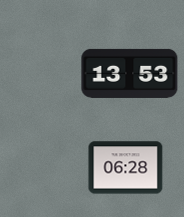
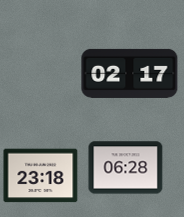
clock at (130, 73): 13:53 -> 02:17
clock at (41, 176): none -> 23:18
